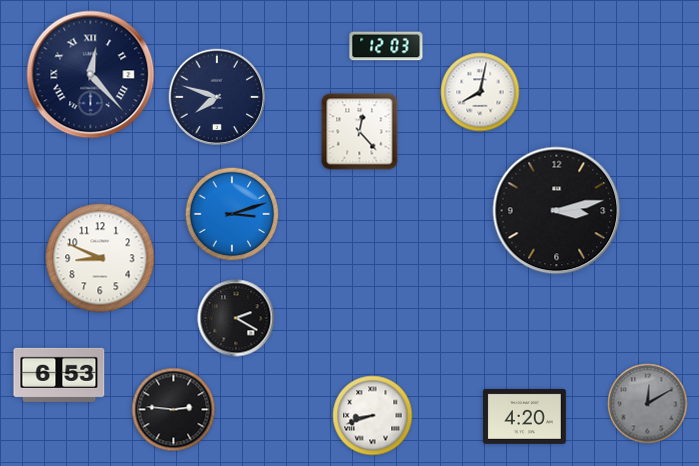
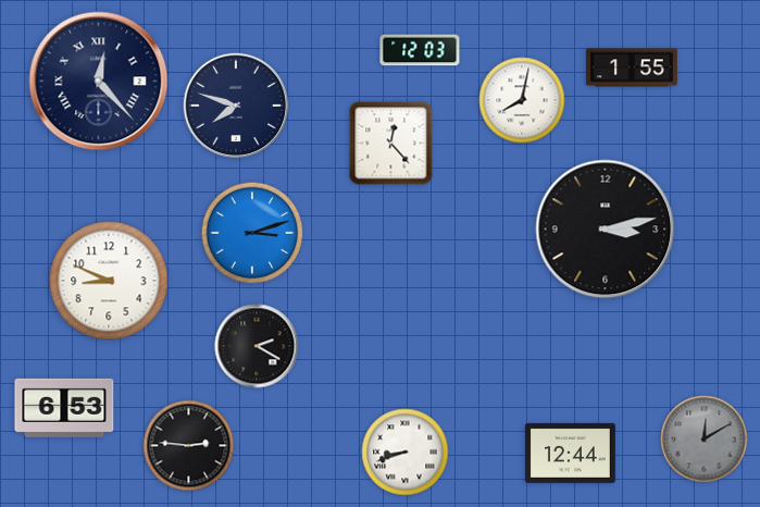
clock at (632, 67): none -> 1:55
clock at (524, 416): 4:20 -> 12:44
